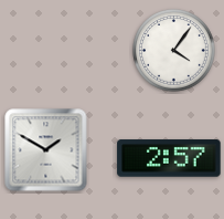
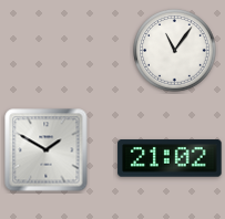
clock at (174, 51): 4:06 -> 11:06
clock at (169, 158): 2:57 -> 21:02
